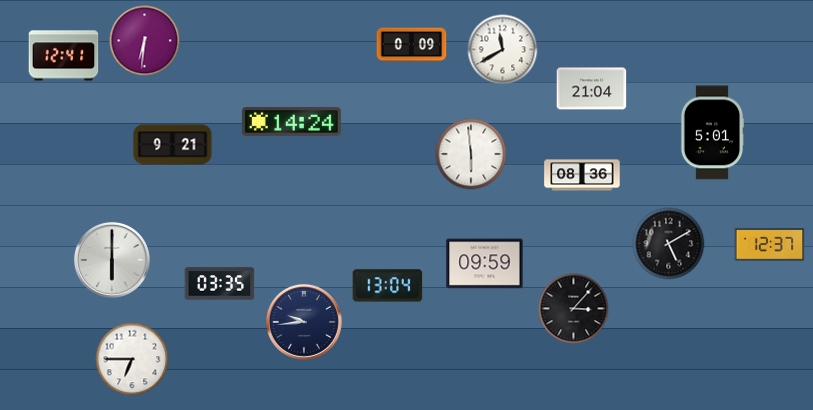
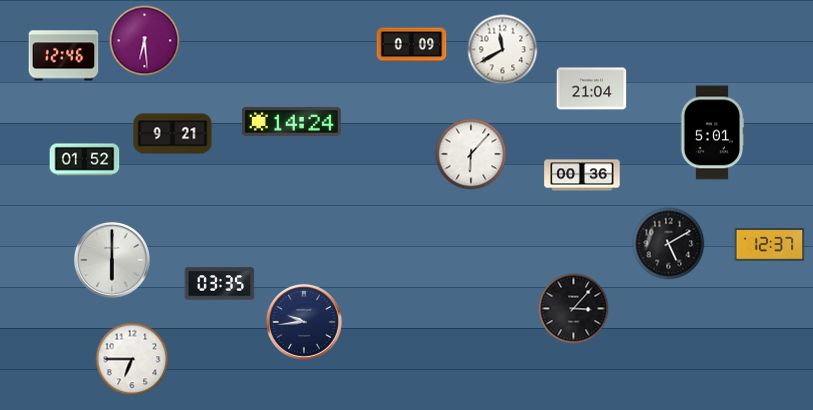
clock at (145, 41): 6:31 -> 6:29
clock at (64, 56): 12:41 -> 12:46
clock at (173, 145) position: (173, 145) -> (173, 134)
clock at (471, 154): 5:59 -> 6:07
clock at (85, 160): none -> 01:52
clock at (582, 175): 08:36 -> 00:36
clock at (485, 264): 09:59 -> none
clock at (388, 286): 13:04 -> none
